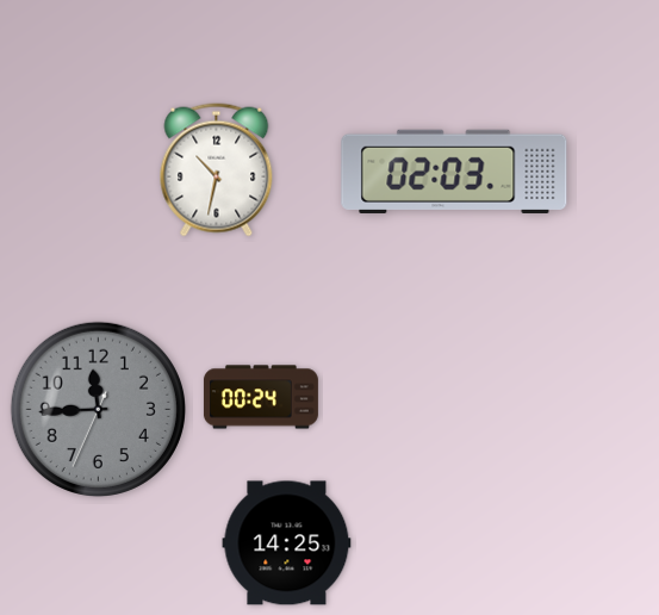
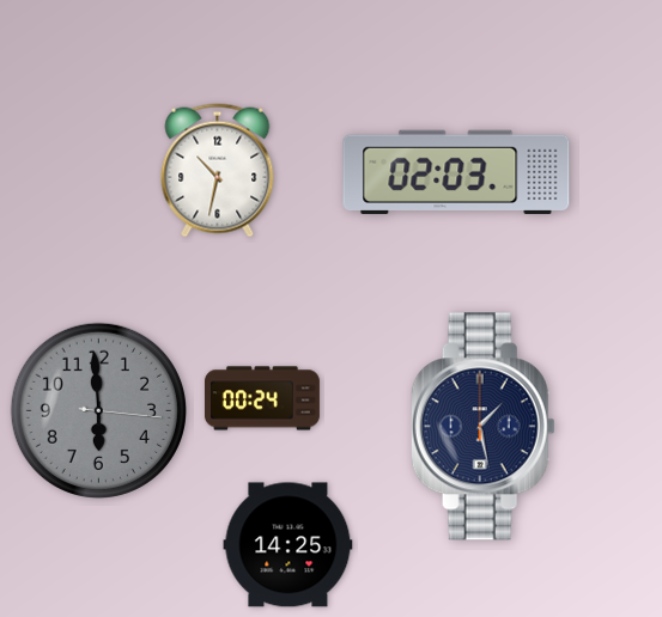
clock at (98, 409): 11:44 -> 5:59
clock at (482, 427): none -> 1:28
